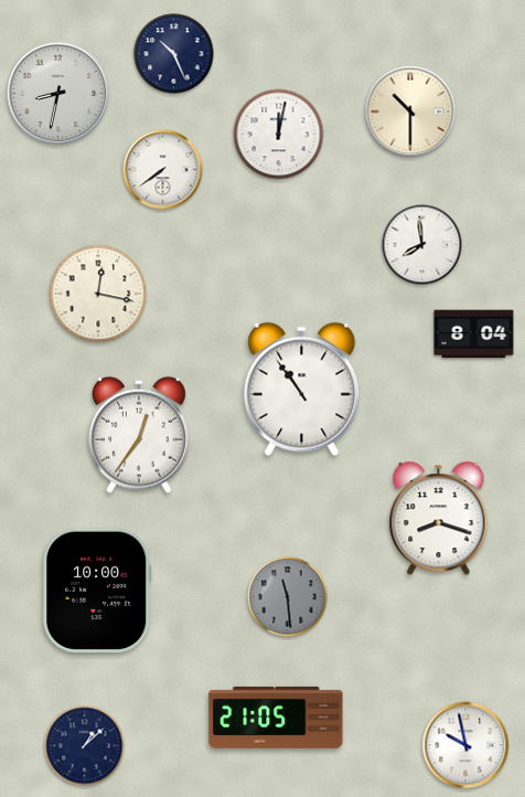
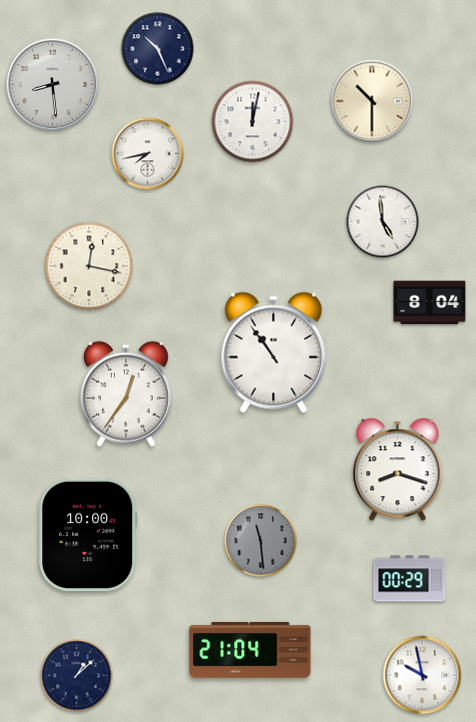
clock at (58, 94): 8:32 -> 8:29
clock at (163, 170): 7:39 -> 7:43
clock at (422, 245): 7:59 -> 4:59
clock at (410, 579): none -> 00:29
clock at (276, 718): 21:05 -> 21:04
